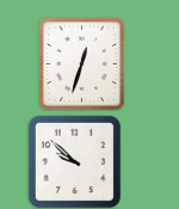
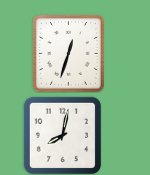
clock at (74, 161): 9:52 -> 8:02
